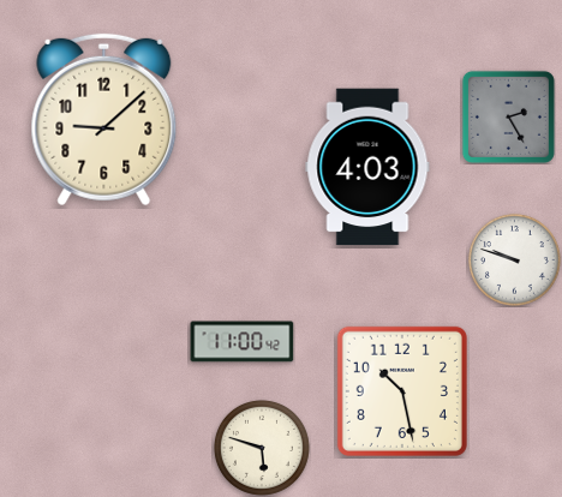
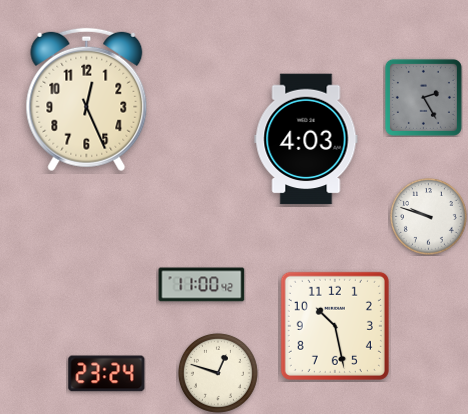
clock at (104, 120): 9:08 -> 12:26
clock at (262, 448): 5:48 -> 12:48
clock at (107, 374): none -> 23:24
